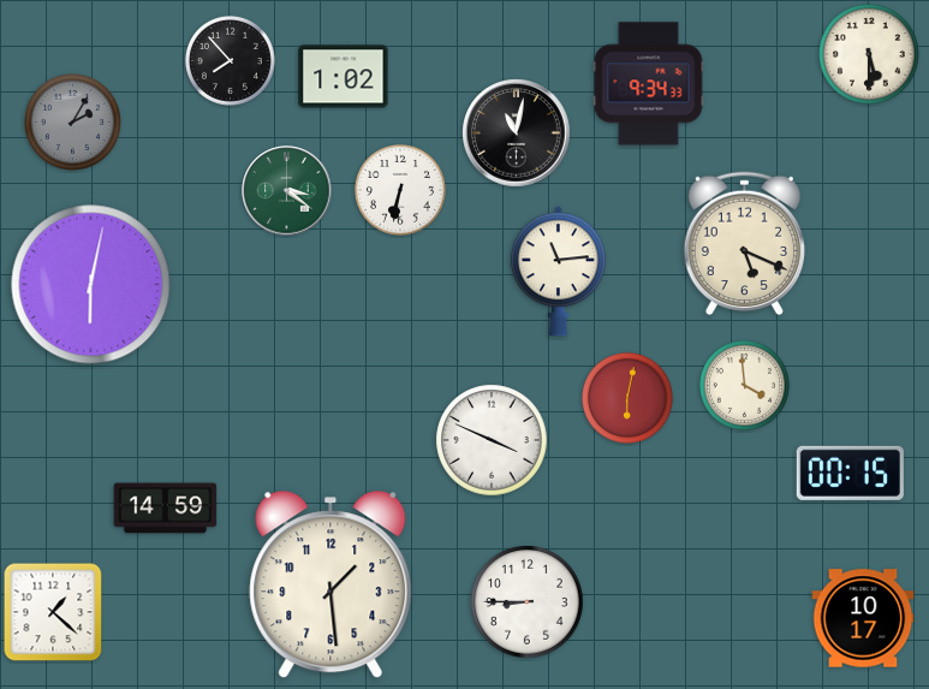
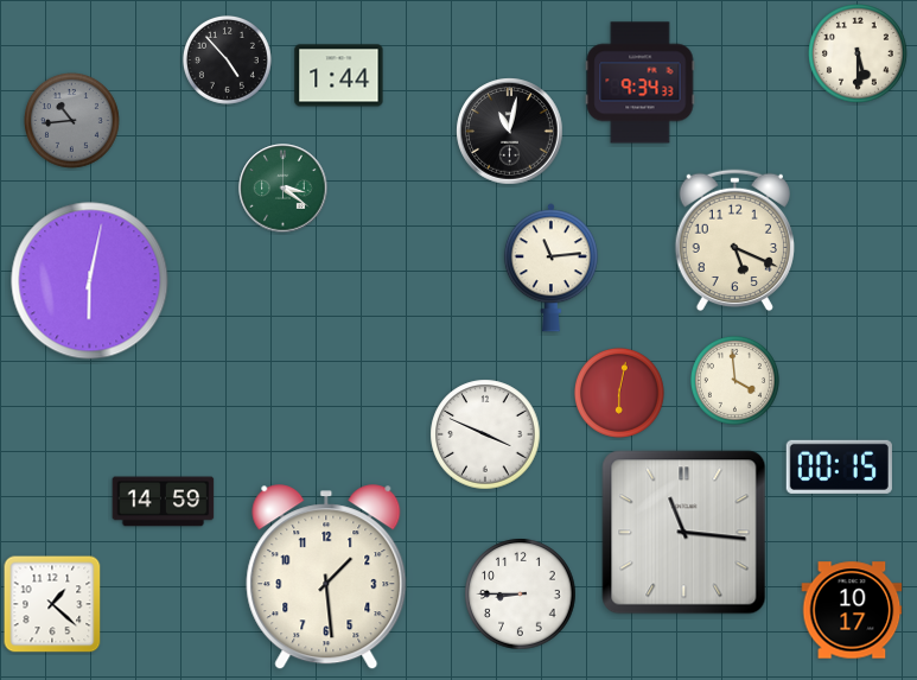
clock at (230, 60): 7:53 -> 4:53
clock at (344, 77): 1:02 -> 1:44
clock at (73, 123): 2:05 -> 10:44
clock at (400, 190): 6:32 -> none
clock at (684, 533): none -> 11:16
